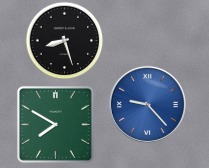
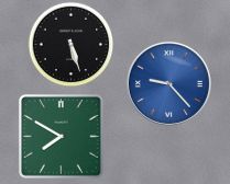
clock at (64, 40): 8:27 -> 5:27
clock at (147, 104) position: (147, 104) -> (168, 83)
